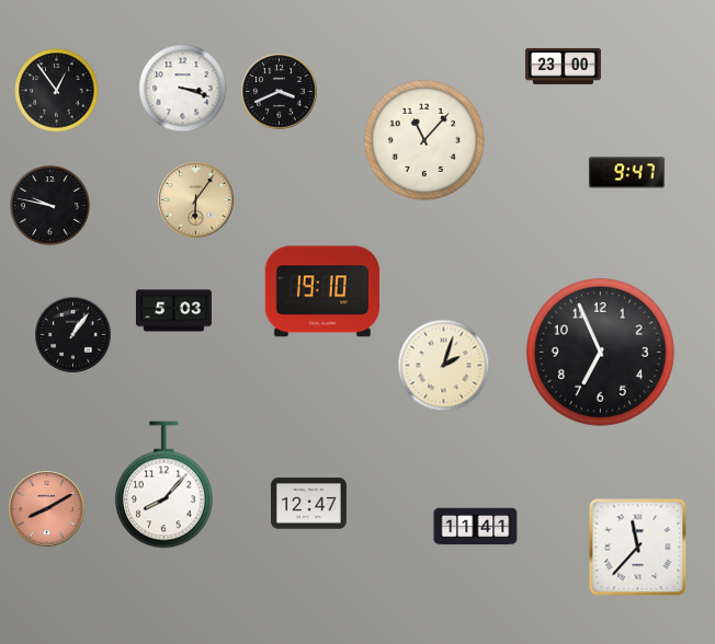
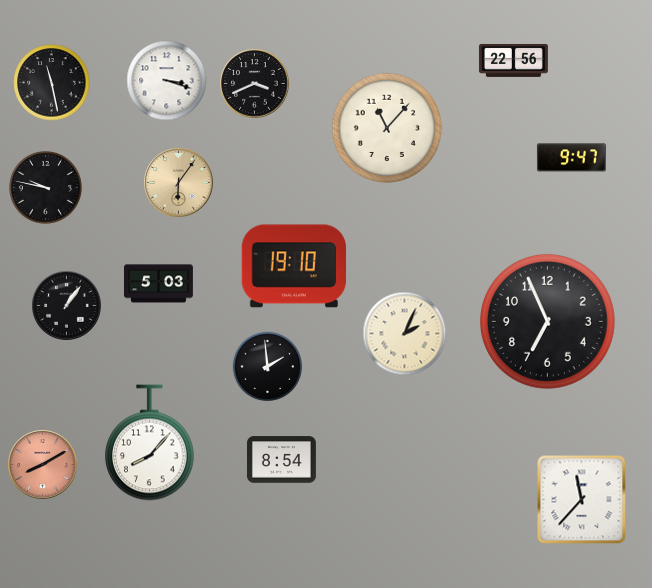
clock at (563, 66): 23:00 -> 22:56
clock at (57, 91): 12:54 -> 11:28
clock at (444, 366): 2:03 -> 2:04
clock at (268, 367): none -> 1:59
clock at (308, 504): 12:47 -> 8:54
clock at (476, 527): 11:41 -> none
